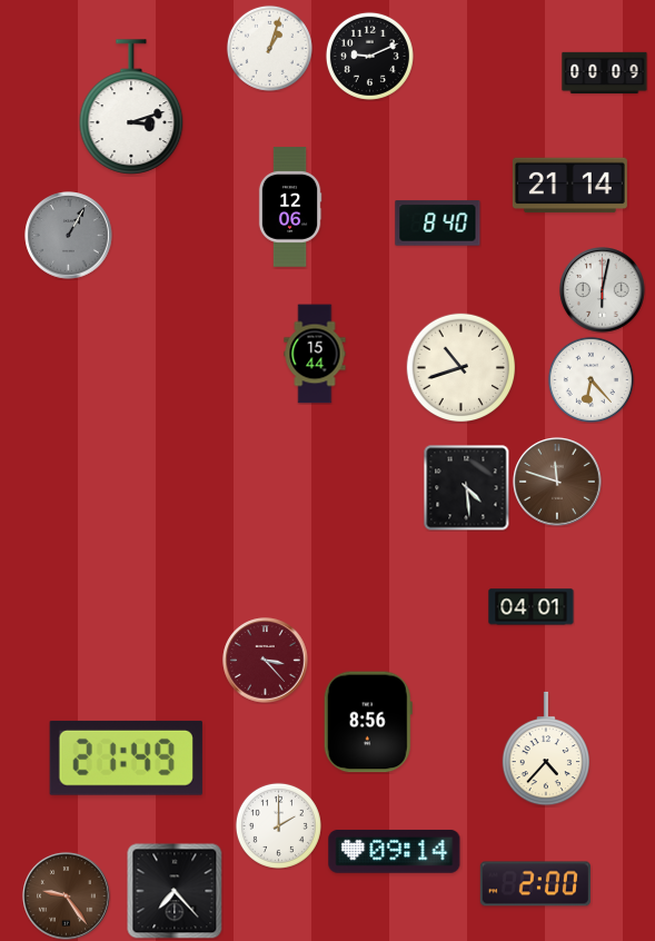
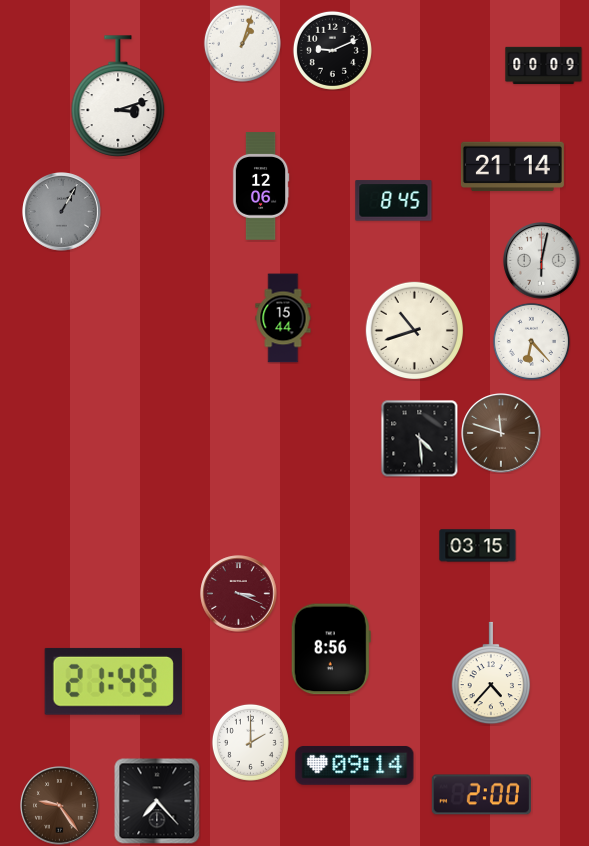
clock at (438, 224): 8:40 -> 8:45
clock at (532, 607): 04:01 -> 03:15
clock at (266, 661): 3:23 -> 3:19
